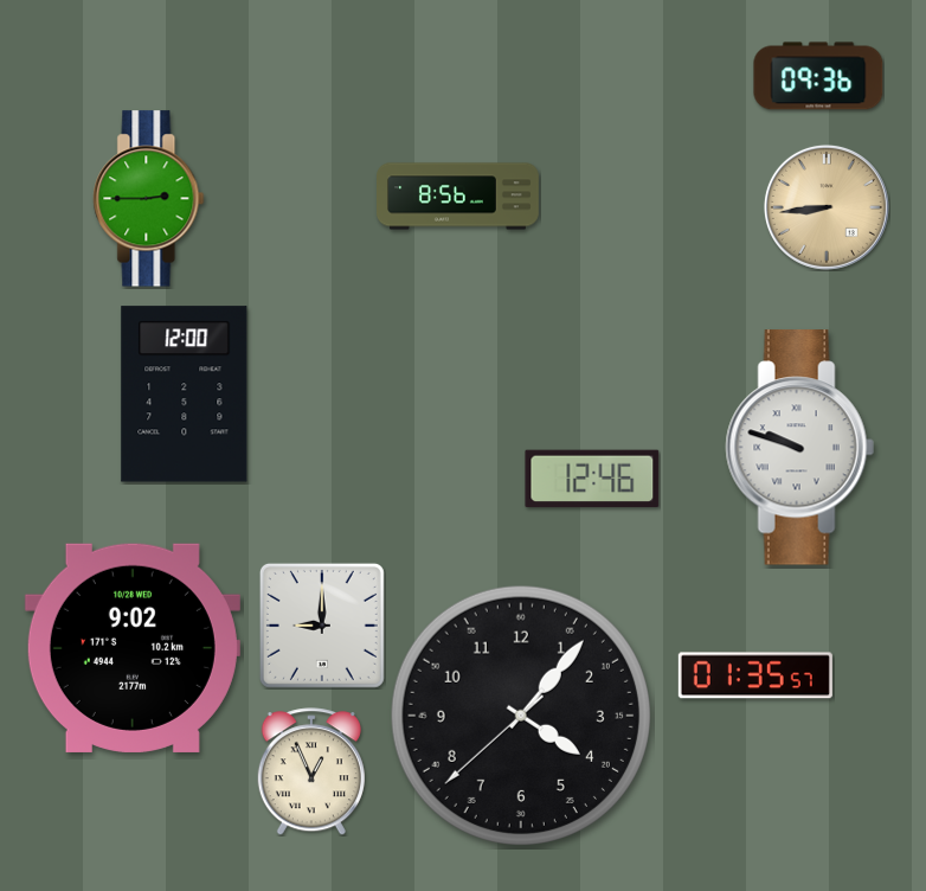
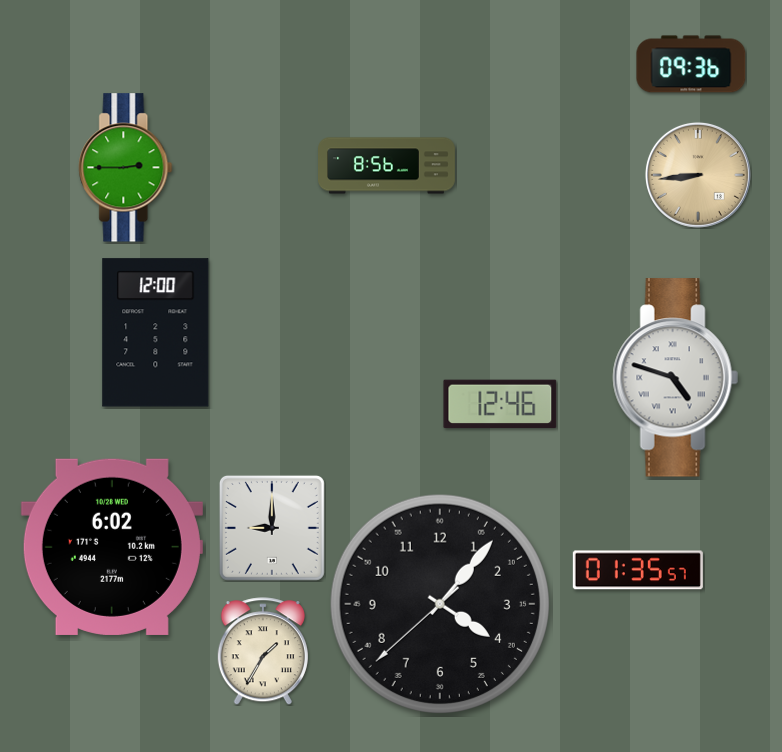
clock at (799, 448): 9:48 -> 4:48
clock at (133, 648): 9:02 -> 6:02
clock at (311, 771): 12:56 -> 1:35
